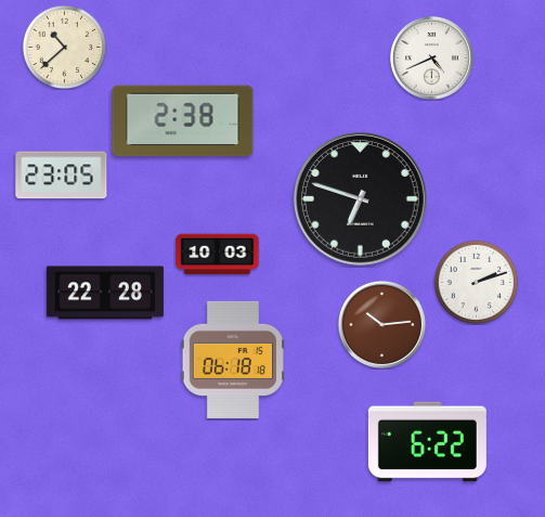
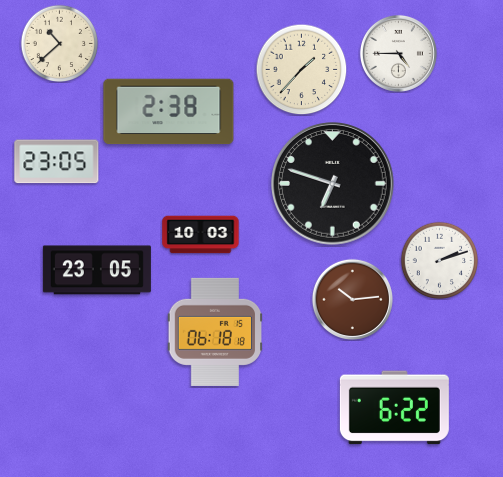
clock at (431, 57): 4:41 -> 4:45
clock at (301, 69): none -> 1:37
clock at (105, 293): 22:28 -> 23:05
